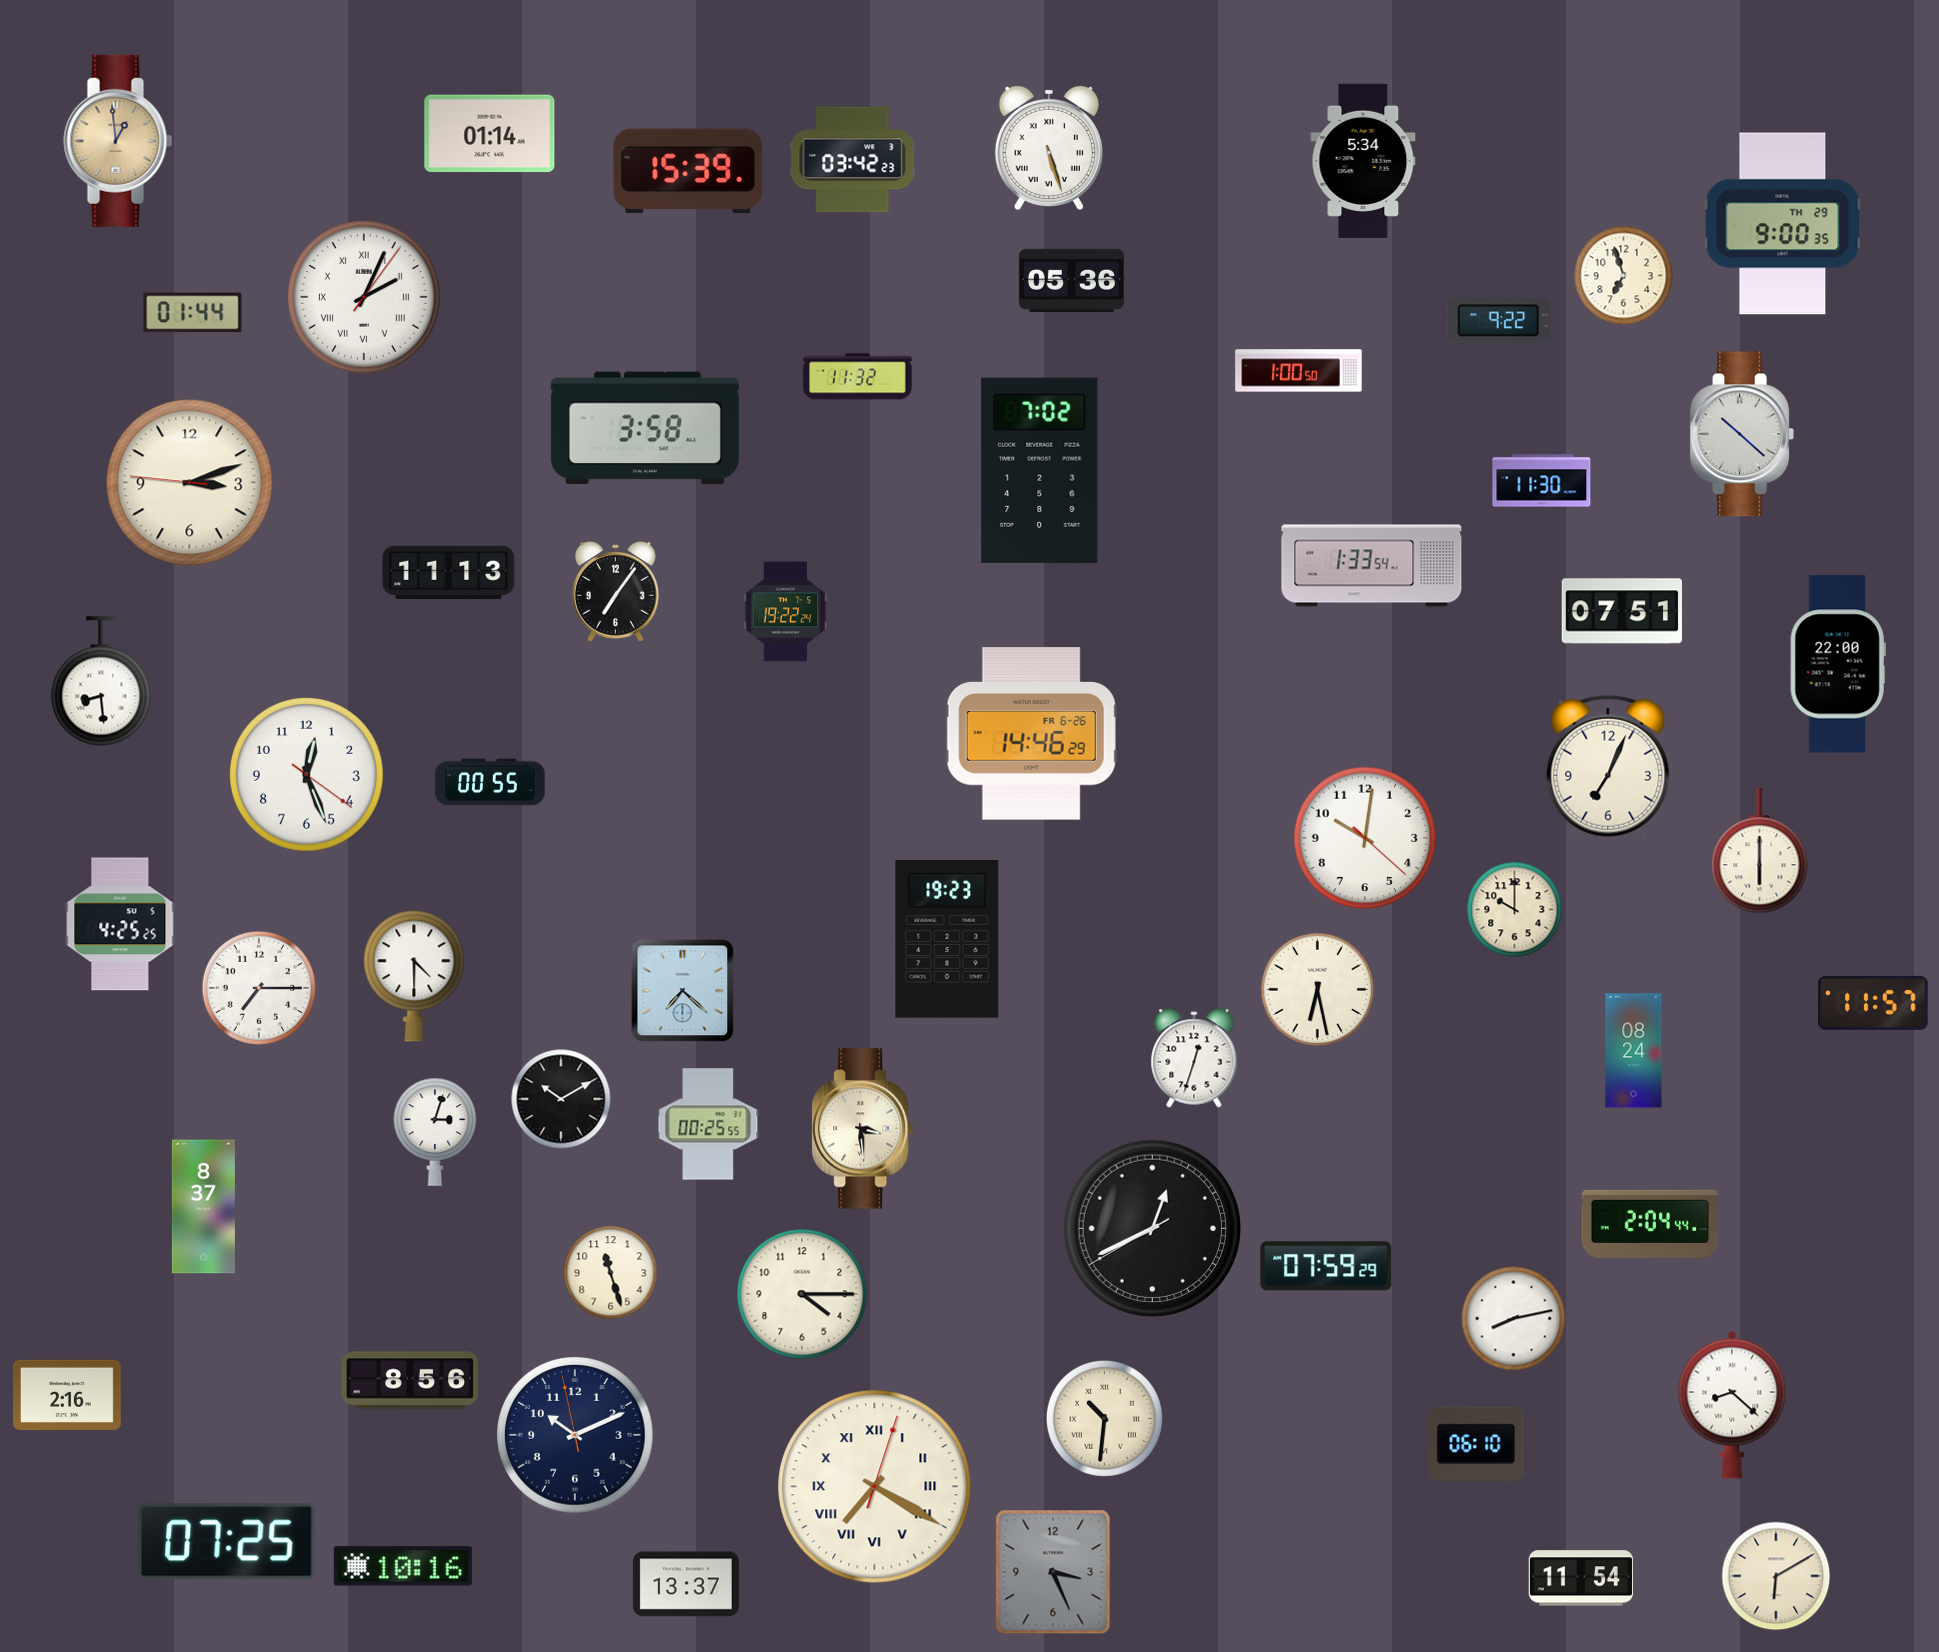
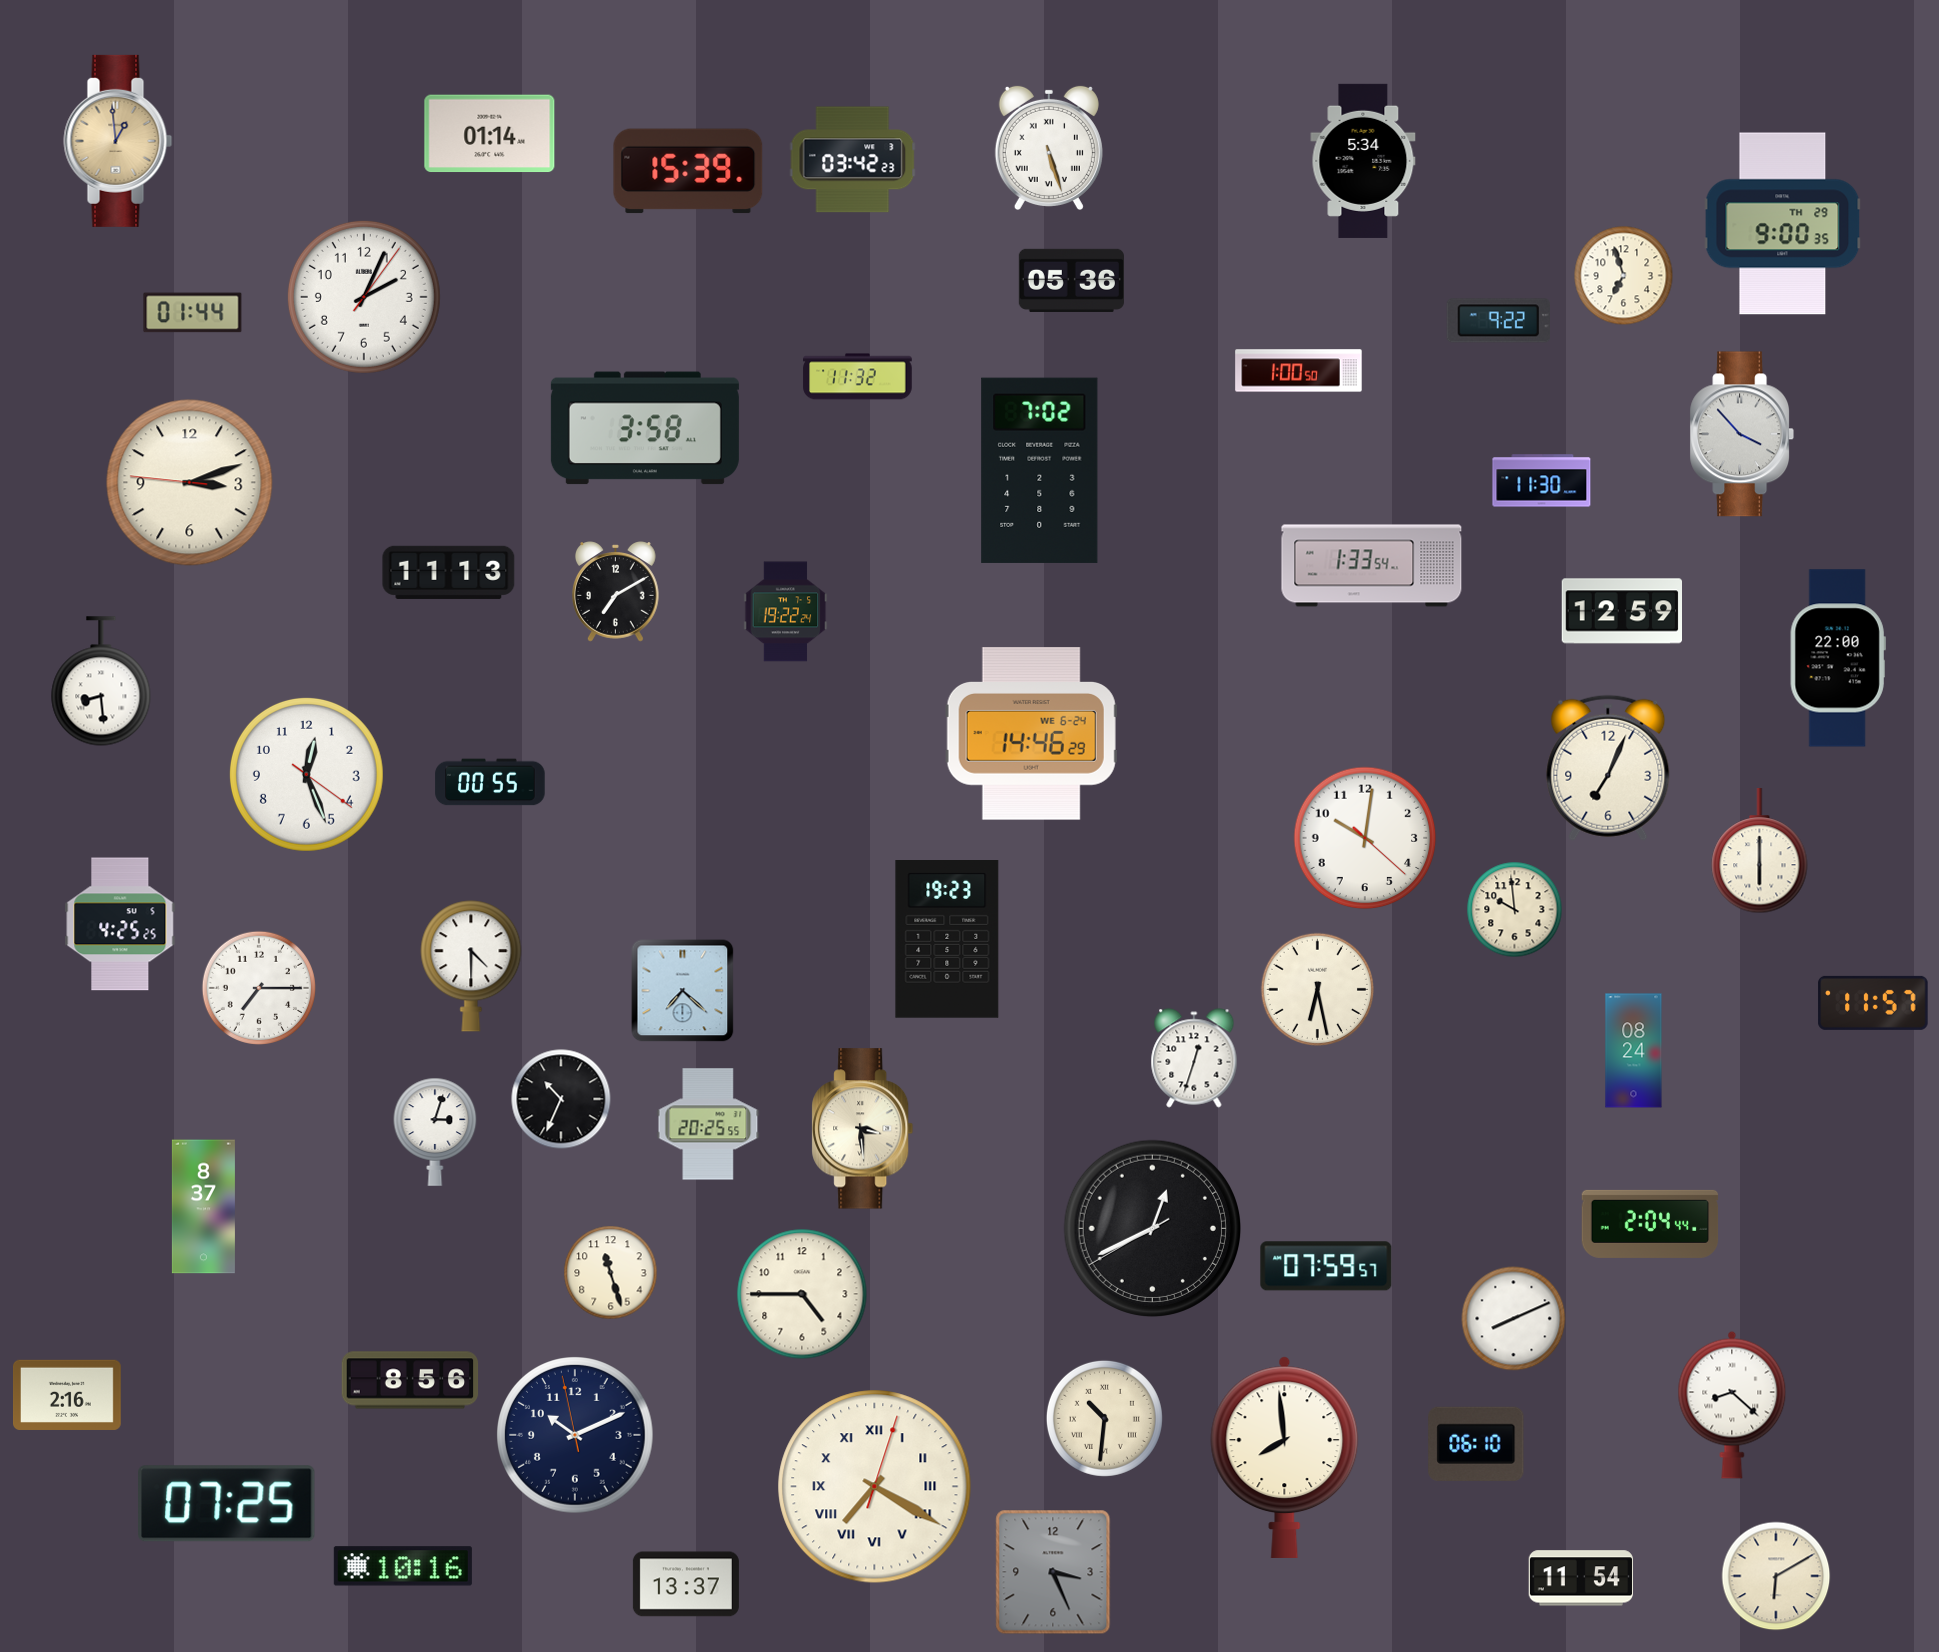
clock at (364, 297) numerals: Roman -> Arabic
clock at (1742, 434): 10:22 -> 3:53
clock at (616, 592): 7:06 -> 7:10
clock at (1621, 611): 07:51 -> 12:59
clock at (1838, 664) position: (1838, 664) -> (1838, 658)
clock at (1031, 734) date: FR 6-26 -> WE 6-24
clock at (1515, 910): 10:00 -> 9:59
clock at (414, 976) position: (414, 976) -> (471, 966)
clock at (561, 1099): 10:10 -> 10:34
clock at (708, 1124): 00:25 -> 20:25
clock at (1326, 1266): 07:59:29 -> 07:59:57
clock at (802, 1294): 4:15 -> 4:45
clock at (1514, 1319): 8:13 -> 8:11
clock at (1285, 1457): none -> 7:59
clock at (227, 1542) position: (227, 1542) -> (227, 1504)
